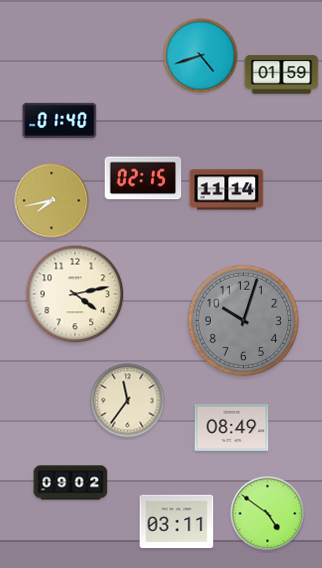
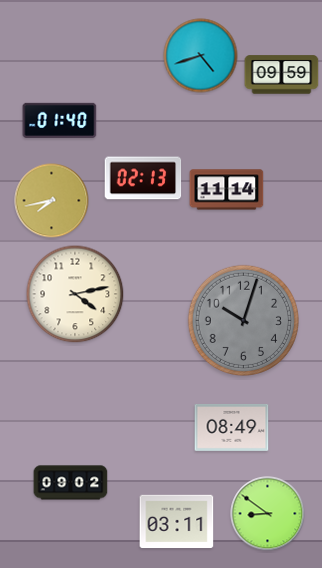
clock at (282, 75): 01:59 -> 09:59
clock at (143, 178): 02:15 -> 02:13
clock at (128, 401): 11:36 -> none
clock at (268, 514): 4:51 -> 8:51
